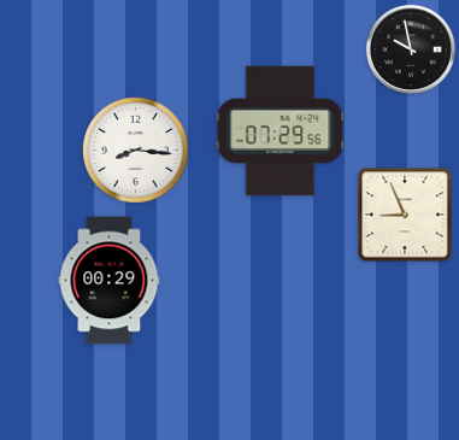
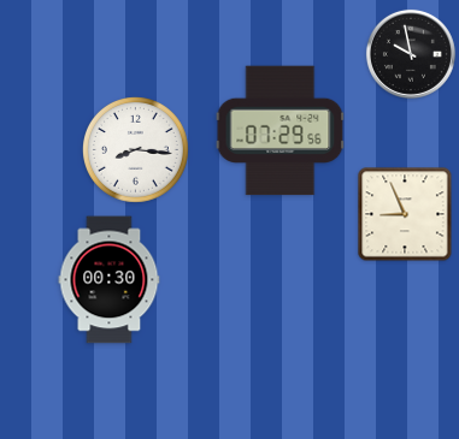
clock at (411, 49) position: (411, 49) -> (411, 54)
clock at (110, 281): 00:29 -> 00:30
